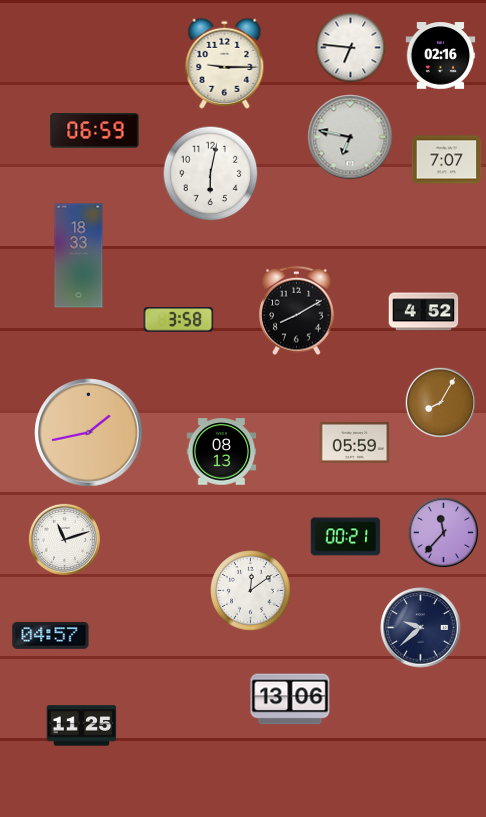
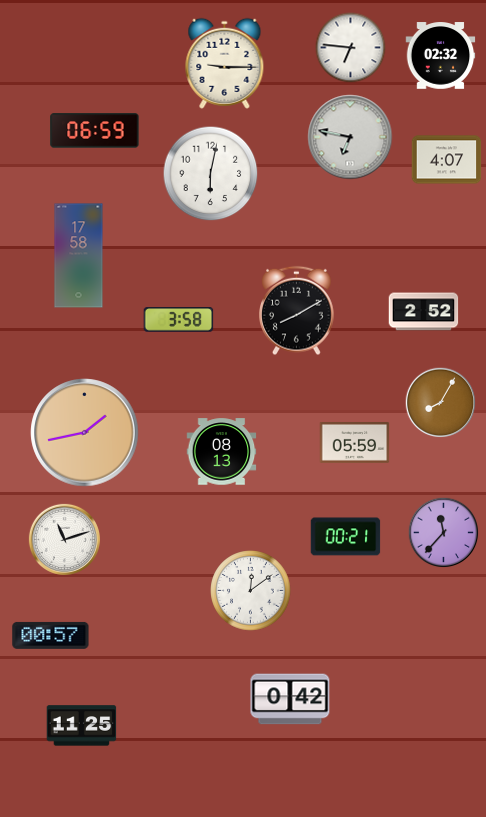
clock at (441, 56): 02:16 -> 02:32
clock at (447, 160): 7:07 -> 4:07
clock at (79, 256): 18:33 -> 17:58
clock at (424, 312): 4:52 -> 2:52
clock at (89, 433) position: (89, 433) -> (85, 433)
clock at (421, 628): 9:38 -> none
clock at (51, 635): 04:57 -> 00:57
clock at (290, 699): 13:06 -> 0:42
